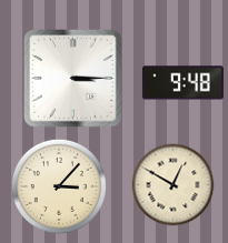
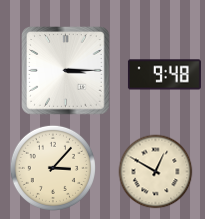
clock at (174, 185) position: (174, 185) -> (156, 172)
